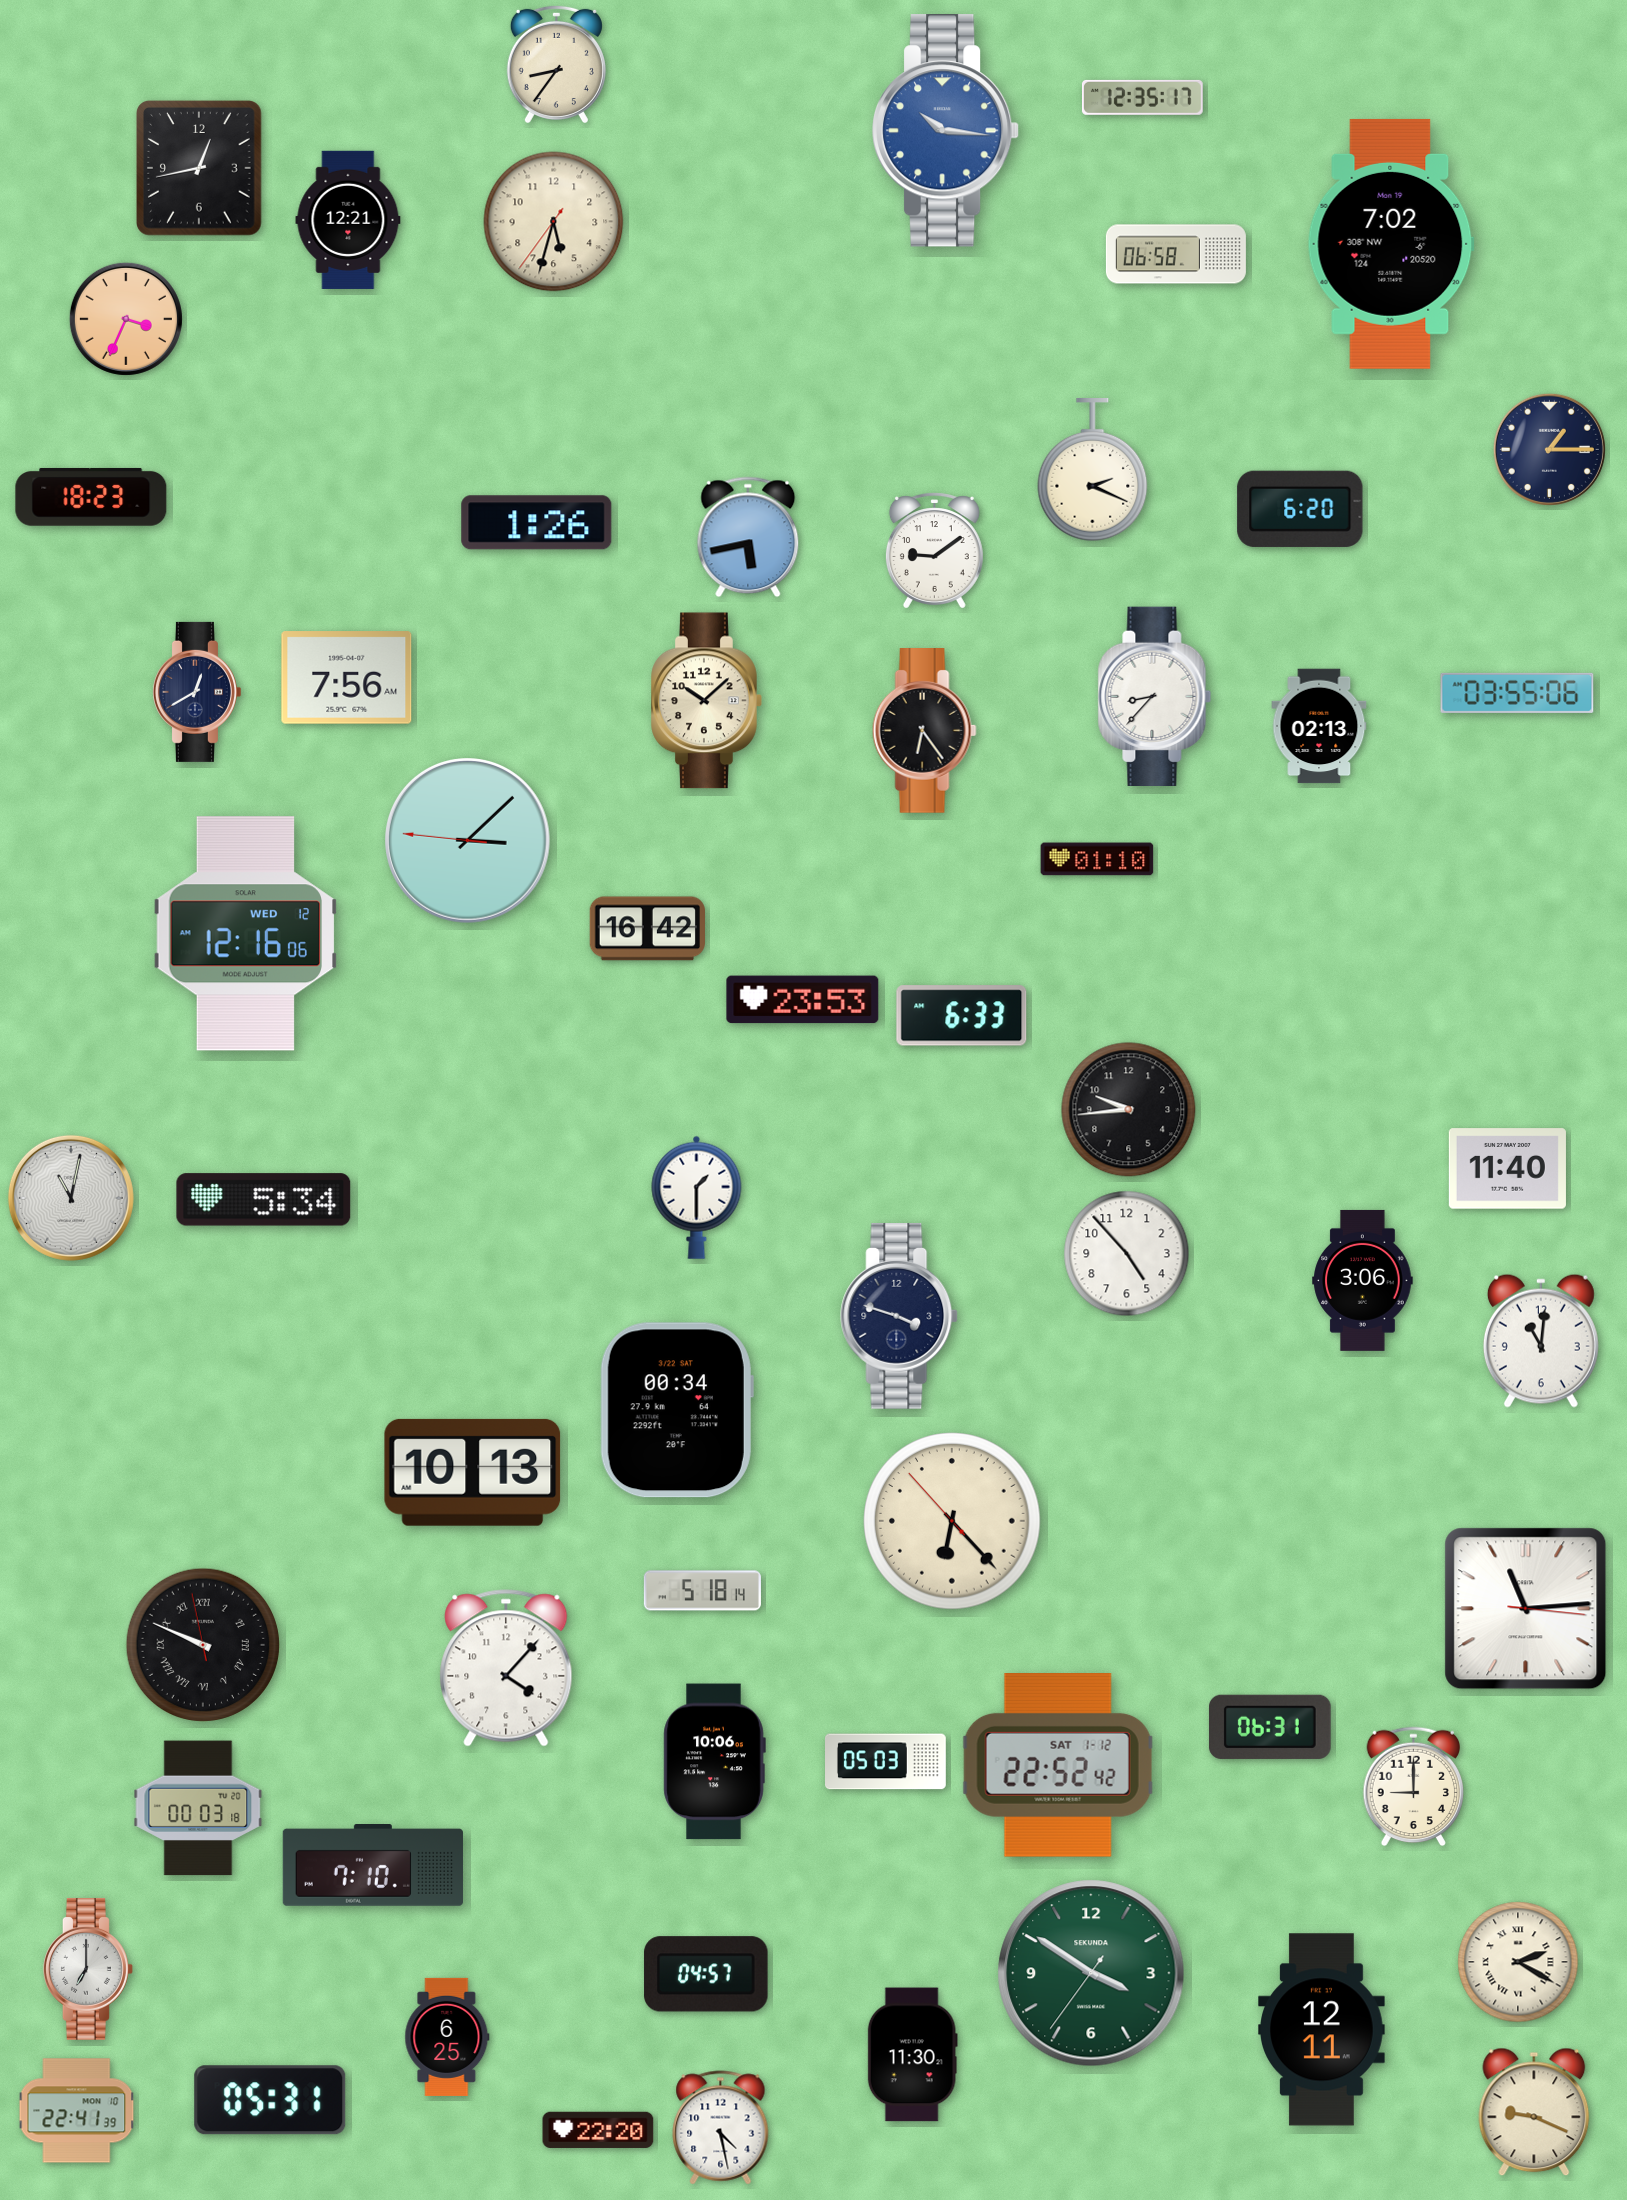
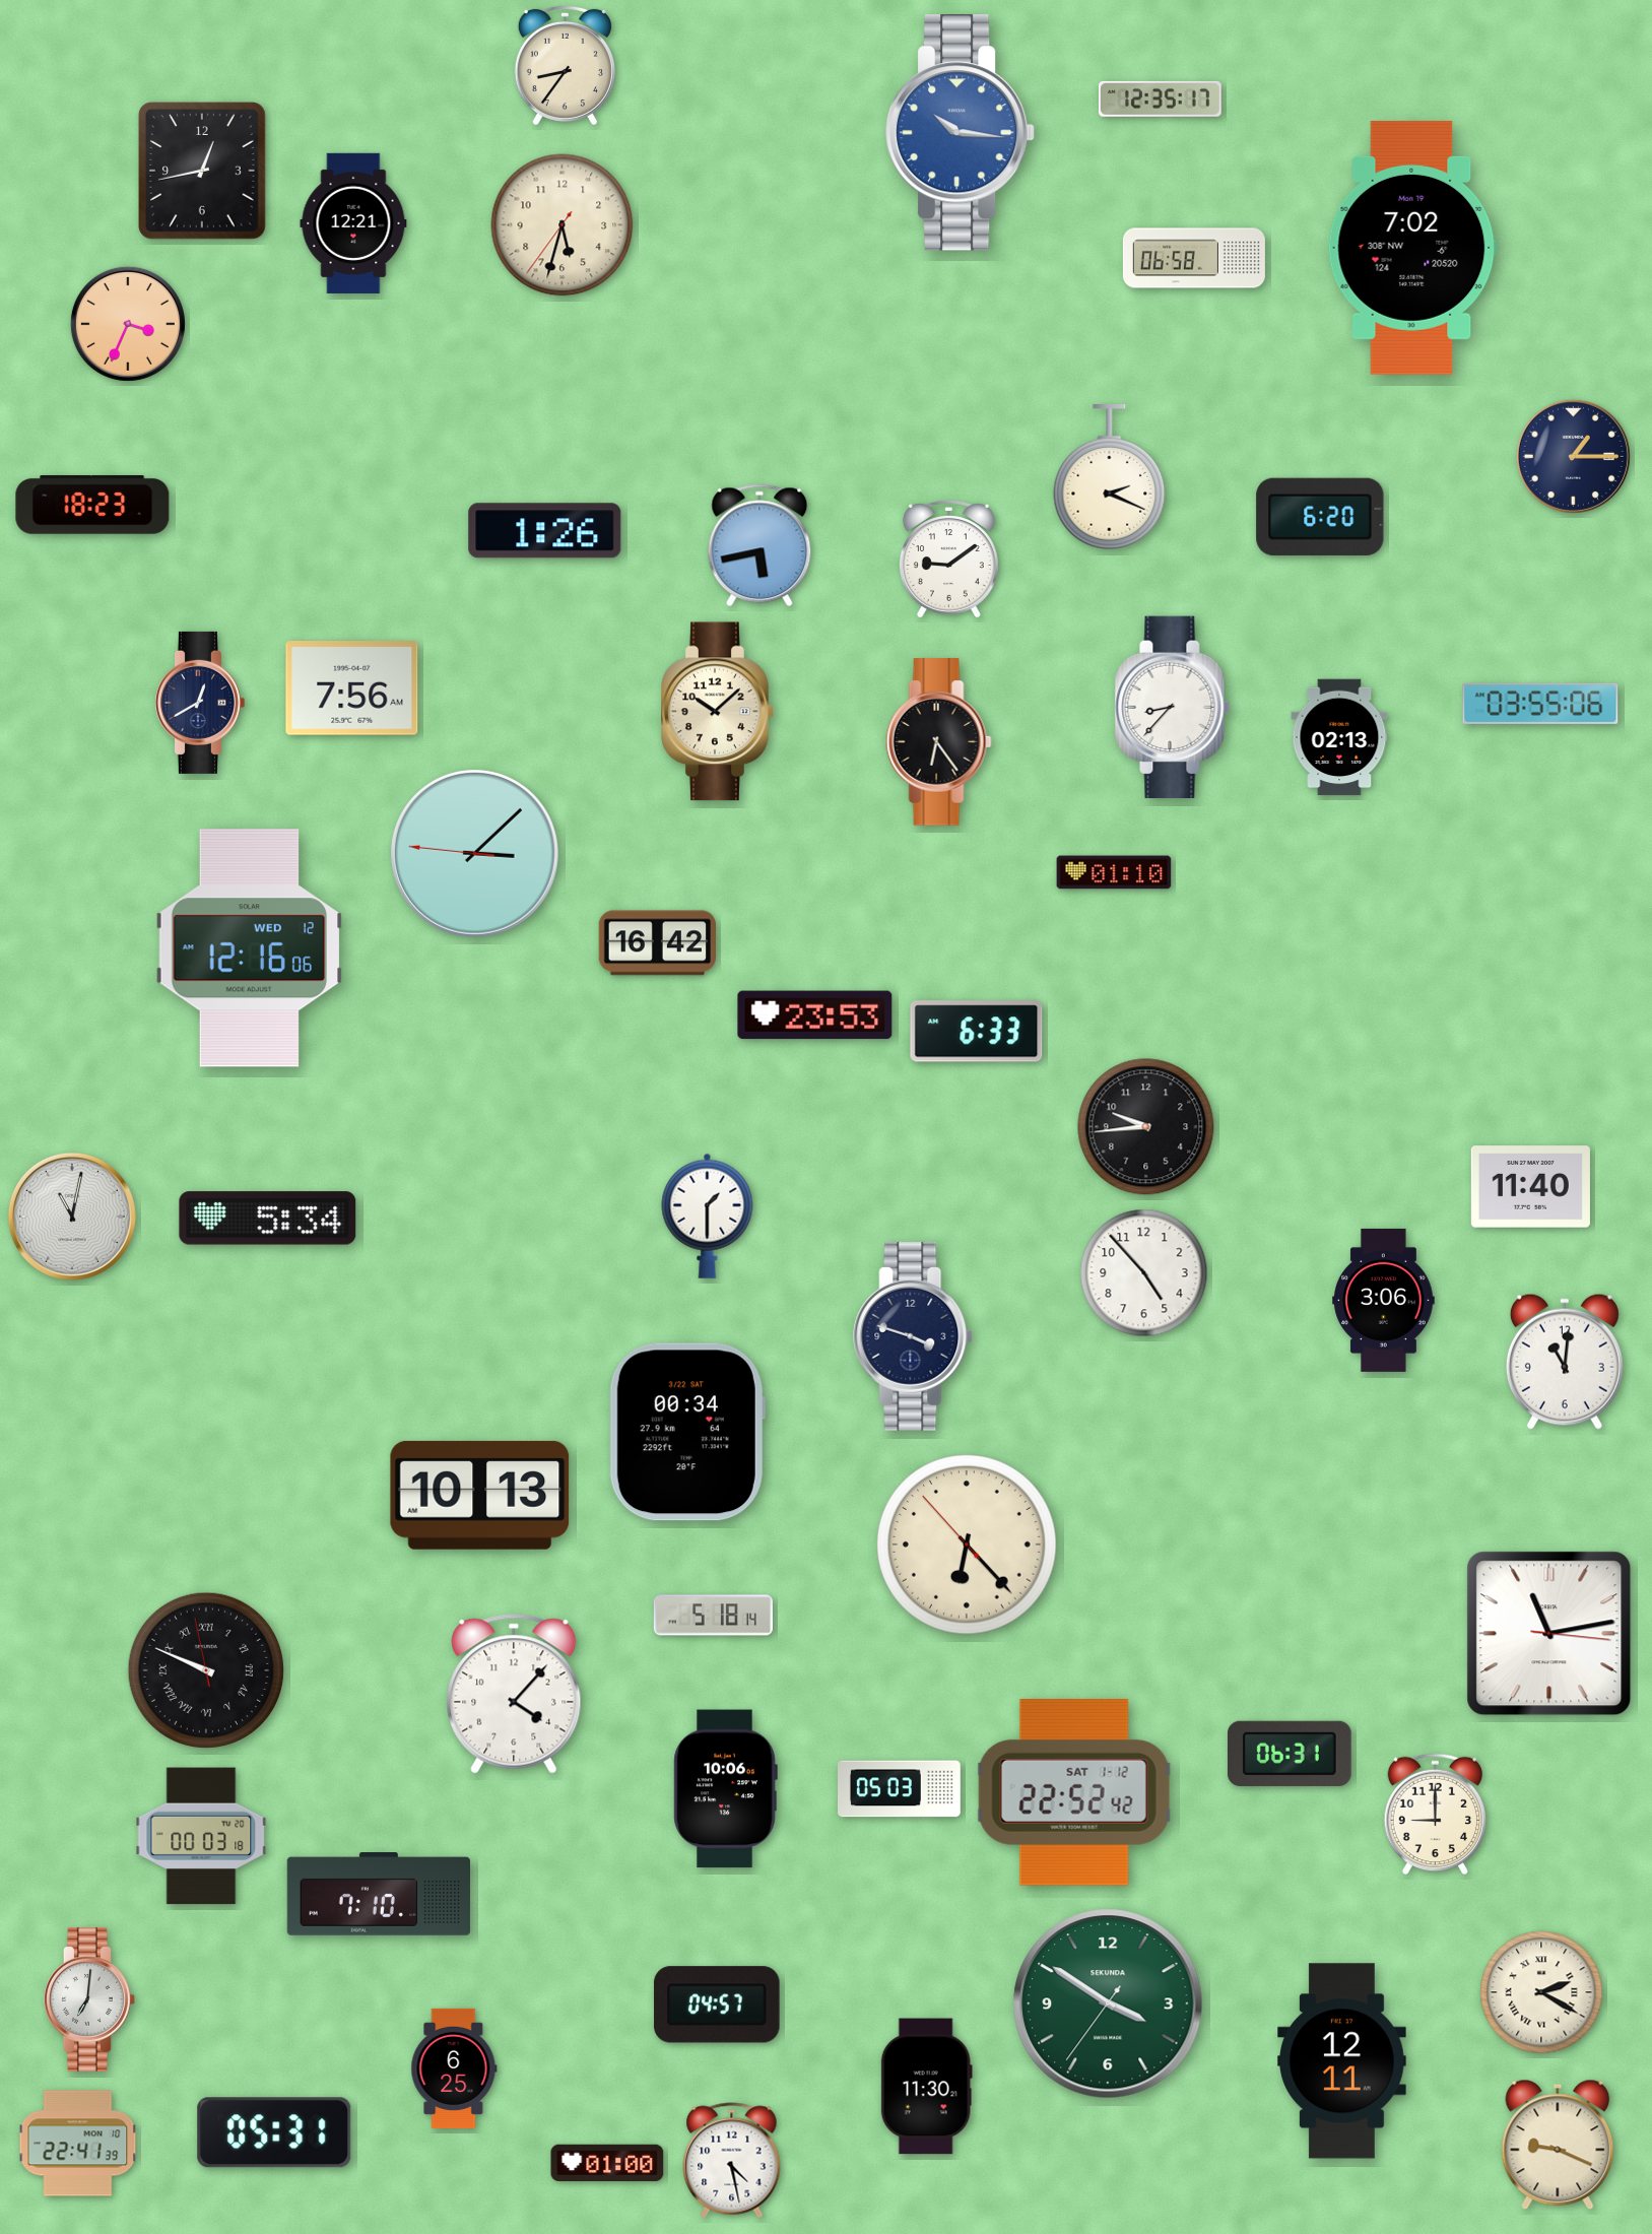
clock at (1526, 1609): 11:14 -> 11:13
clock at (88, 1969): 7:00 -> 7:01
clock at (598, 2130): 22:20 -> 01:00
